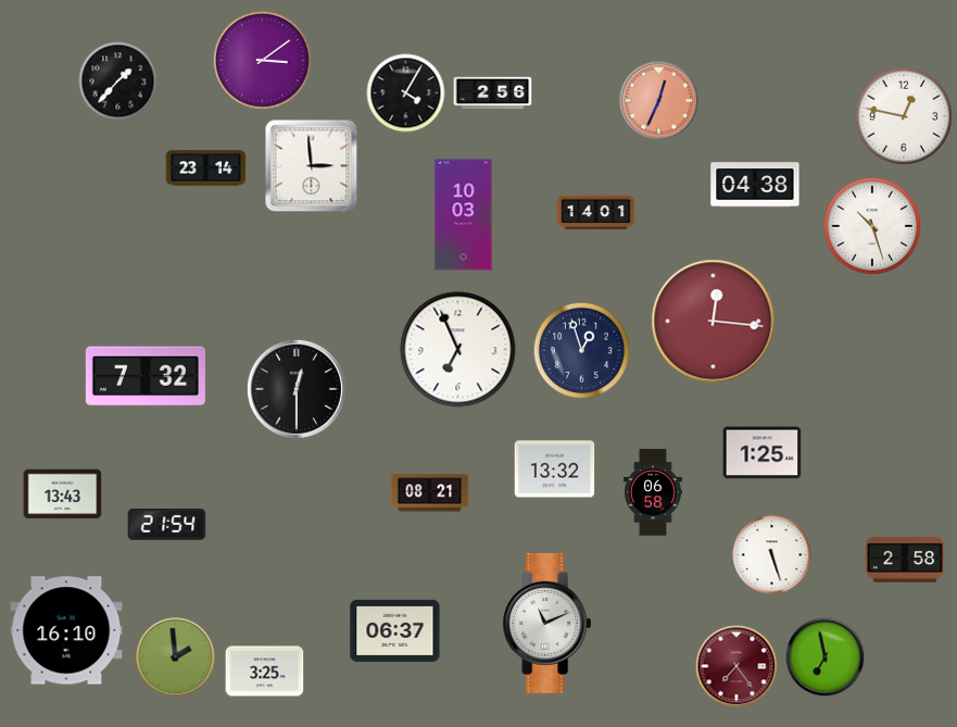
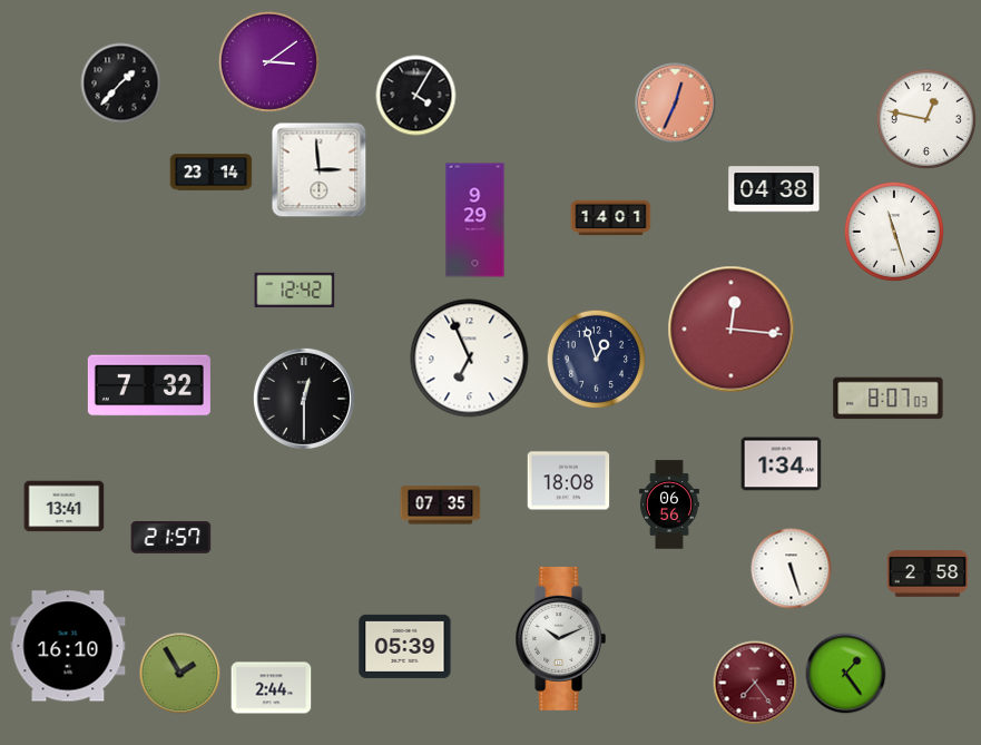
clock at (493, 93): 2:56 -> none
clock at (464, 215): 10:03 -> 9:29
clock at (872, 226): 10:27 -> 11:27
clock at (295, 290): none -> 12:42
clock at (889, 399): none -> 8:07
clock at (763, 453): 1:25 -> 1:34
clock at (555, 469): 13:32 -> 18:08
clock at (653, 492): 06:58 -> 06:56
clock at (430, 493): 08:21 -> 07:35
clock at (63, 494): 13:43 -> 13:41
clock at (167, 525): 21:54 -> 21:57
clock at (547, 623): 11:11 -> 10:11
clock at (395, 630): 06:37 -> 05:39
clock at (176, 657): 1:59 -> 1:55
clock at (826, 657): 6:58 -> 1:24
clock at (265, 672): 3:25 -> 2:44
